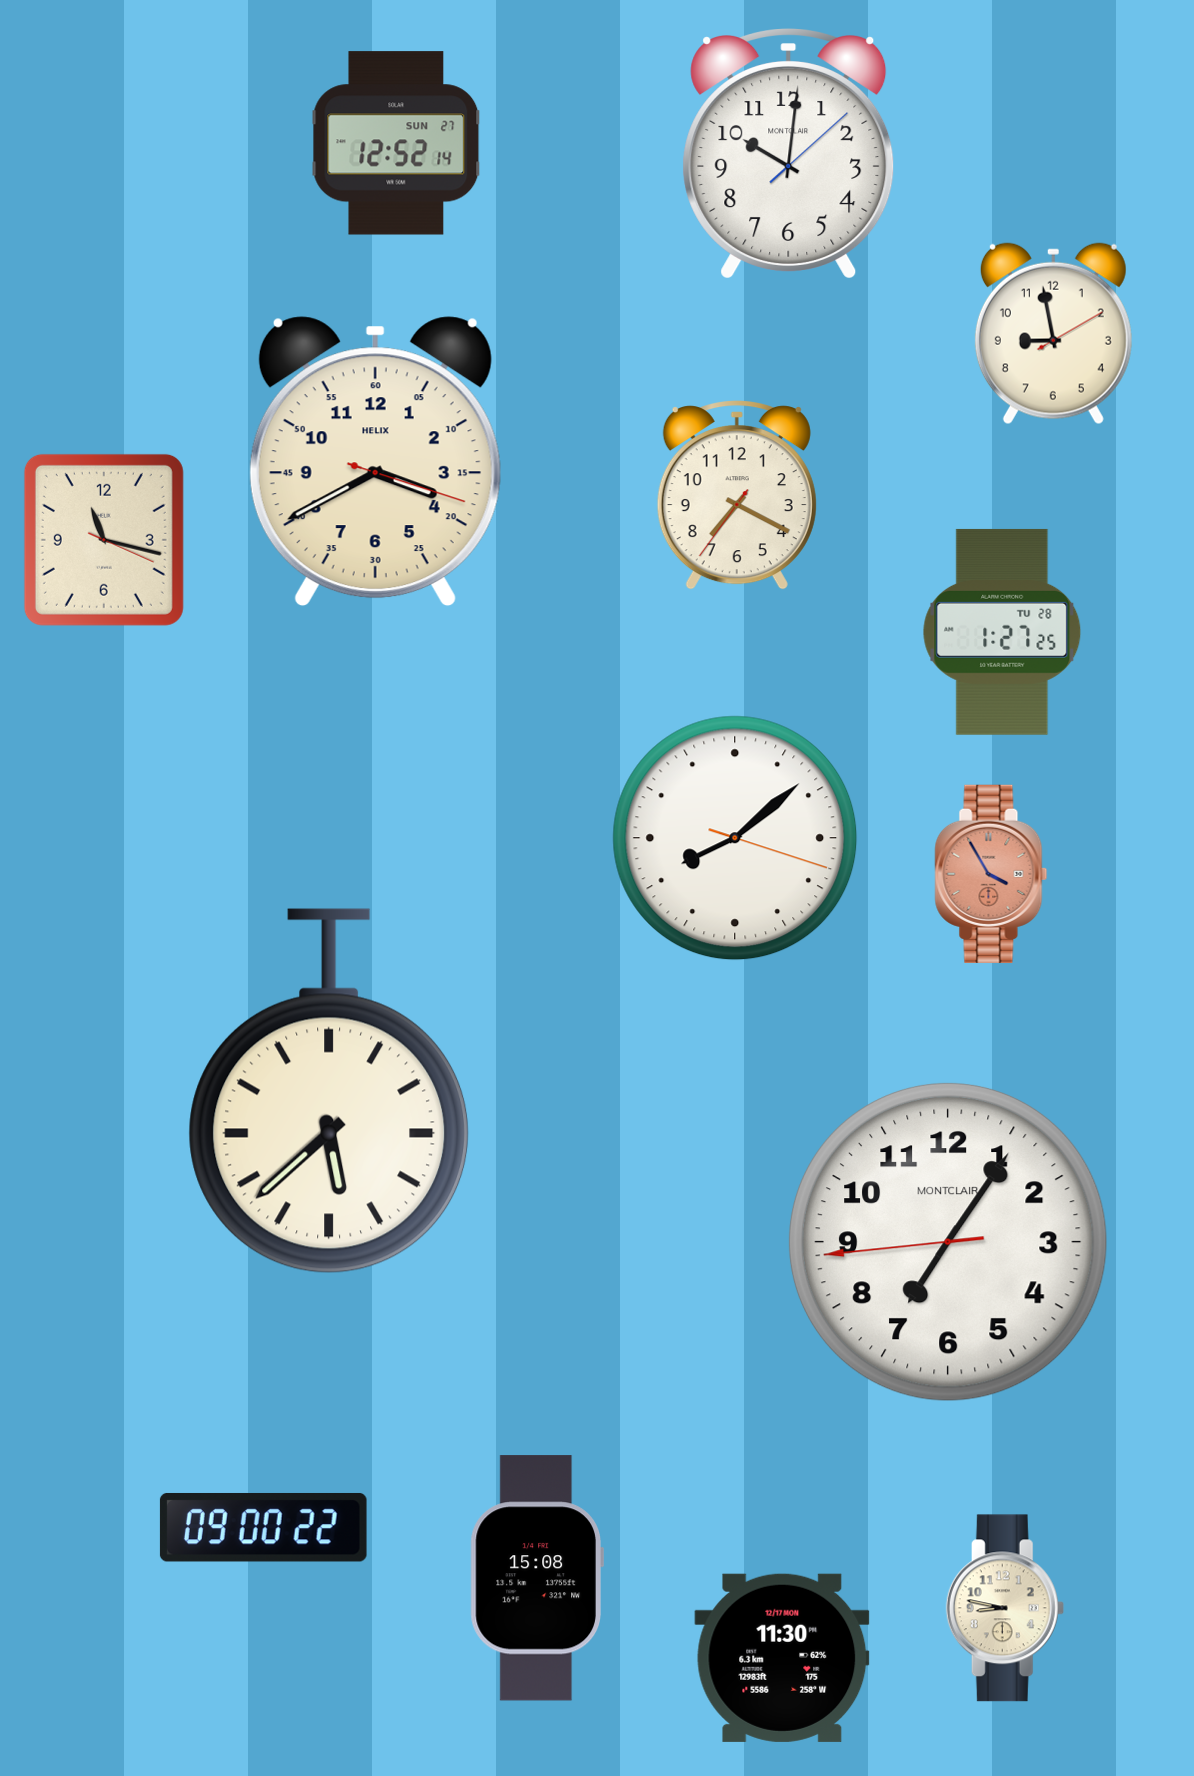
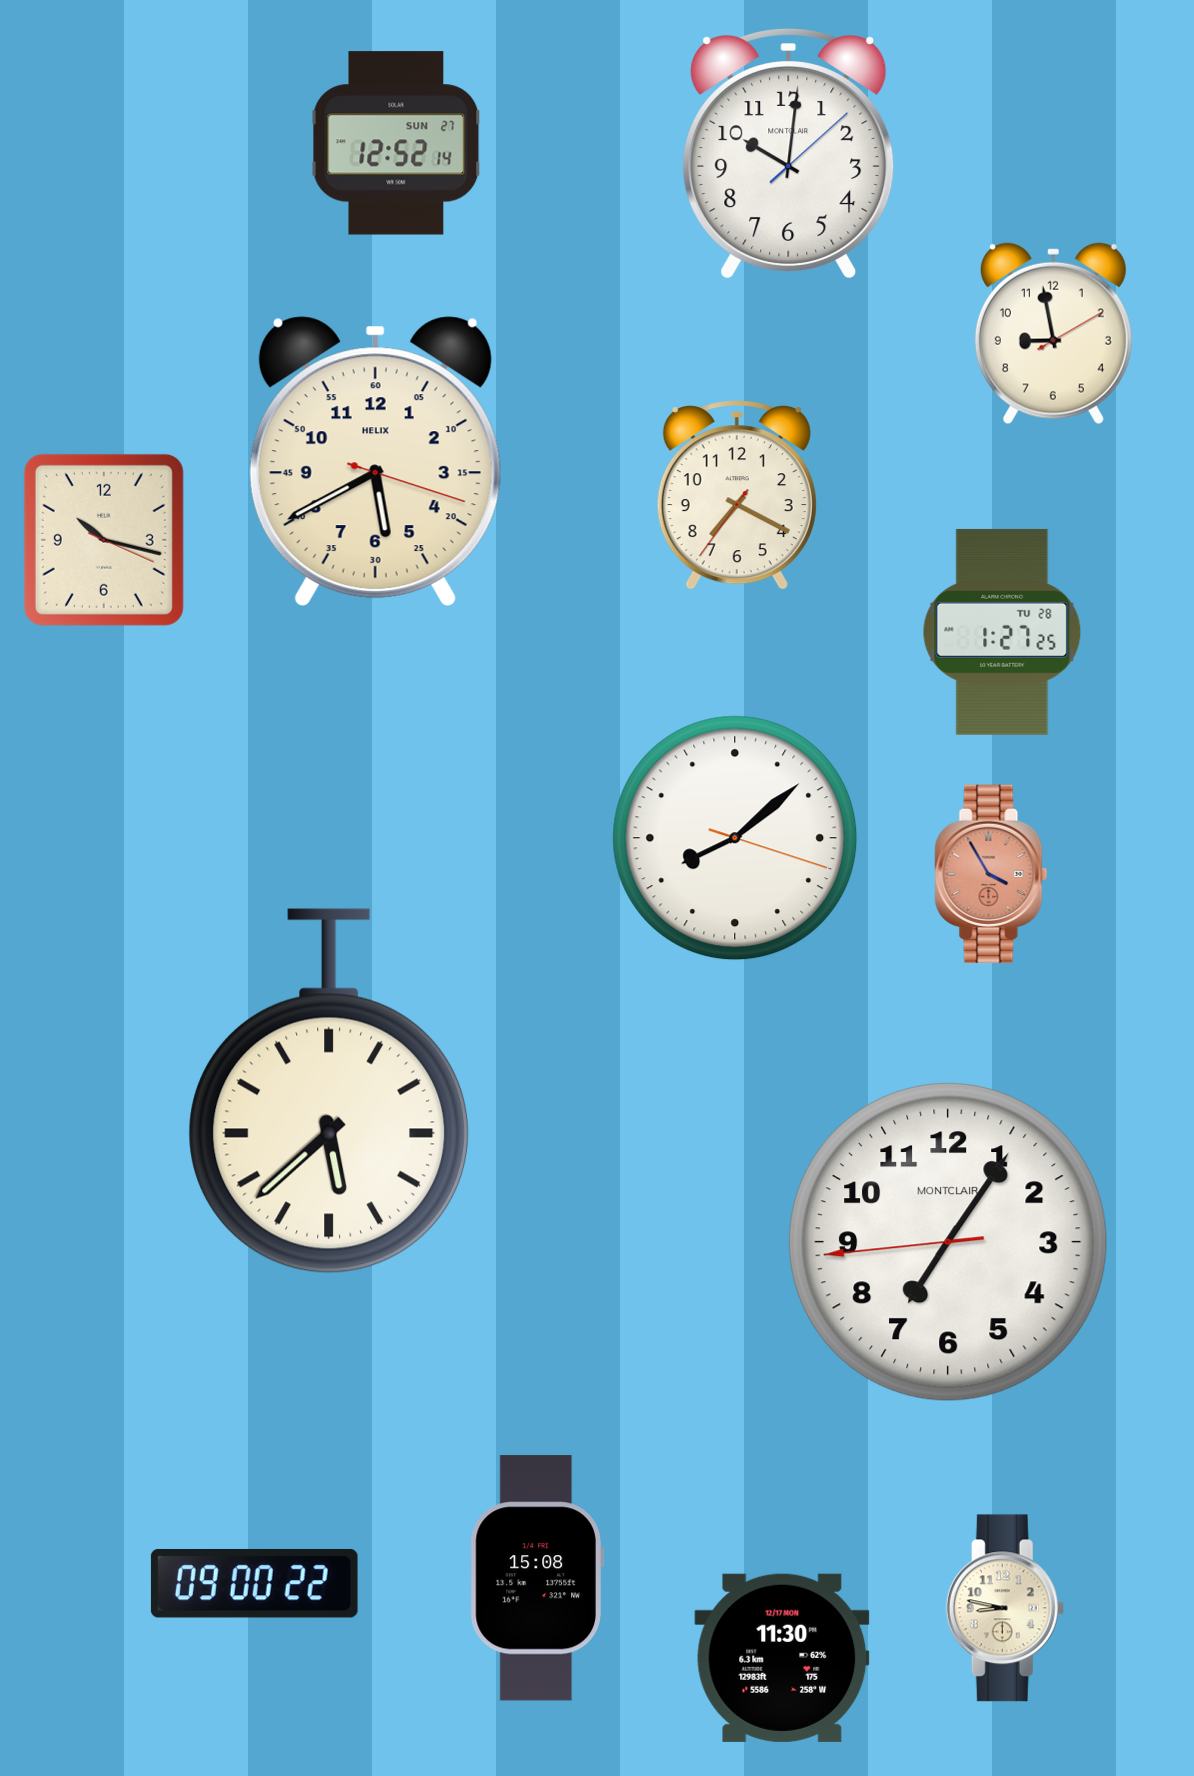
clock at (375, 462): 3:40 -> 5:40
clock at (104, 540): 11:17 -> 10:17
clock at (263, 1527) position: (263, 1527) -> (254, 1583)
